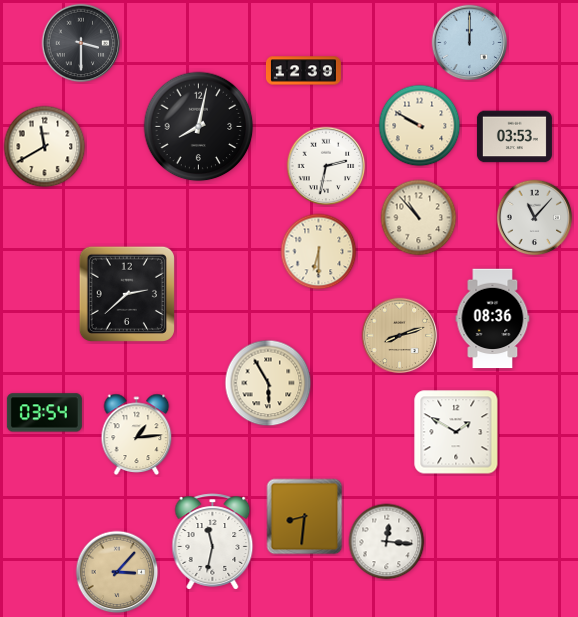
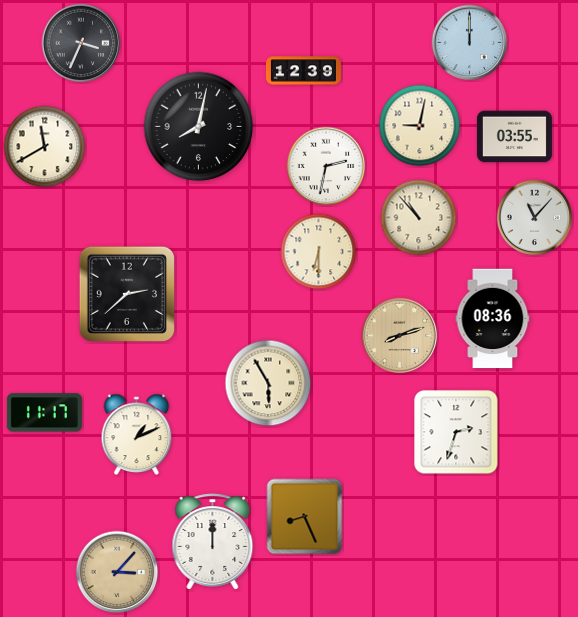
clock at (81, 43): 3:30 -> 3:34
clock at (420, 126): 9:50 -> 9:02
clock at (514, 137): 03:53 -> 03:55
clock at (44, 413): 03:54 -> 11:17
clock at (456, 432): 1:50 -> 2:33
clock at (137, 434): 1:14 -> 1:11
clock at (305, 517): 8:31 -> 8:26
clock at (213, 542): 11:32 -> 12:00
clock at (387, 542): 12:16 -> none
